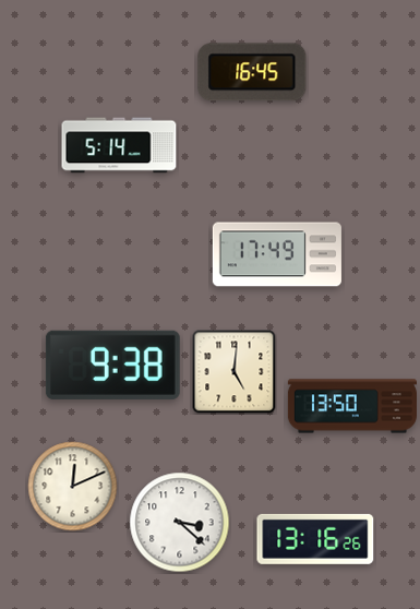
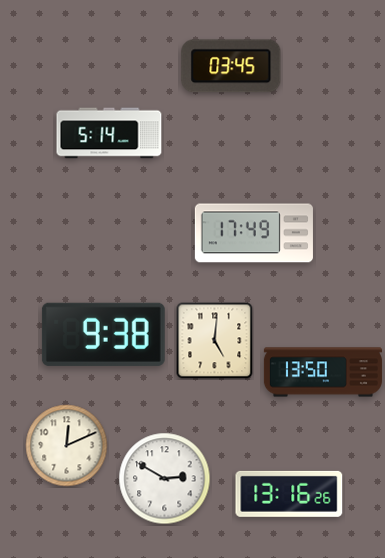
clock at (252, 72): 16:45 -> 03:45
clock at (180, 523): 3:22 -> 2:50
